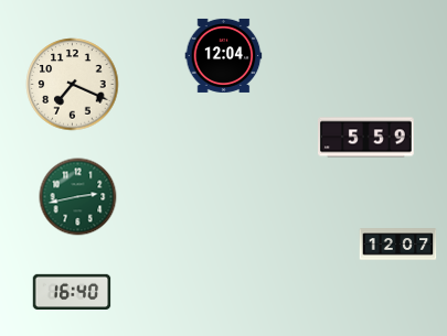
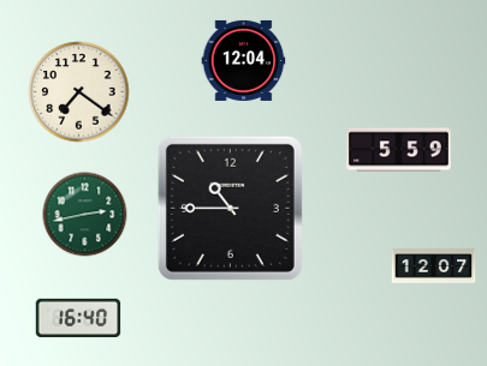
clock at (73, 85): 7:19 -> 7:21
clock at (230, 208): none -> 10:45
